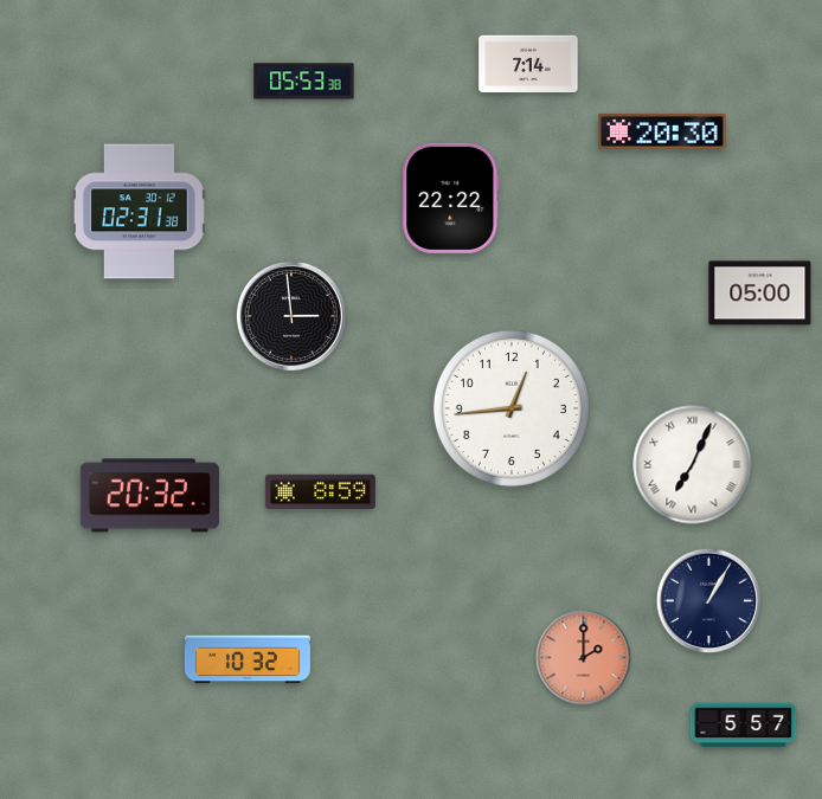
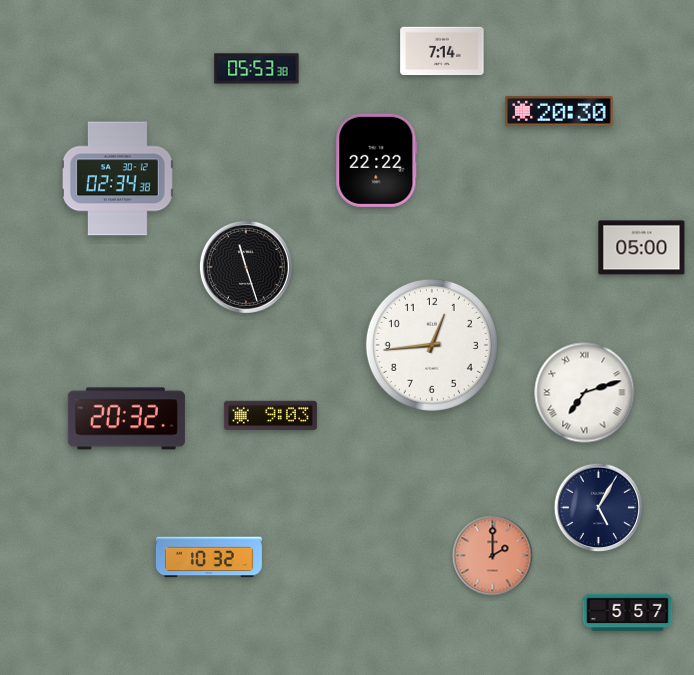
clock at (528, 64) position: (528, 64) -> (442, 51)
clock at (451, 198) position: (451, 198) -> (377, 160)
clock at (140, 212): 02:31 -> 02:34
clock at (291, 316): 2:59 -> 11:27
clock at (693, 465): 7:04 -> 7:12
clock at (320, 492): 8:59 -> 9:03
clock at (709, 601): 1:05 -> 5:05
